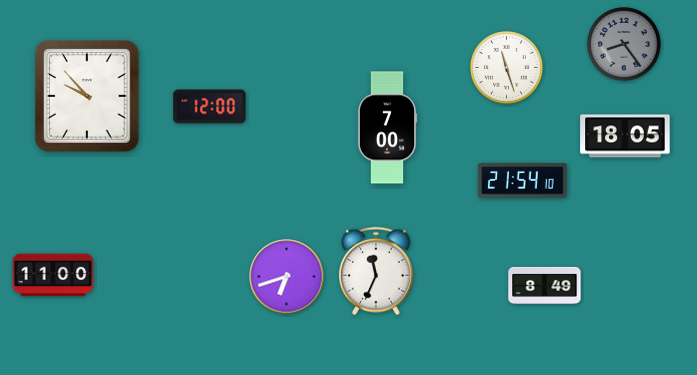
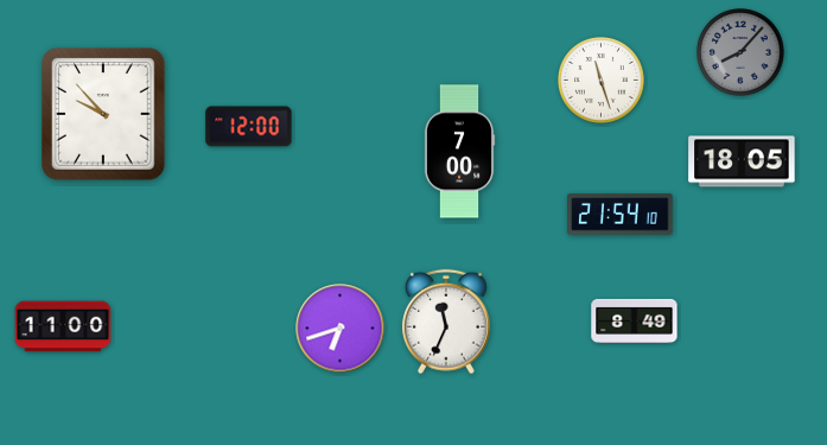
clock at (625, 45): 8:24 -> 8:07
clock at (545, 285) position: (545, 285) -> (635, 320)
